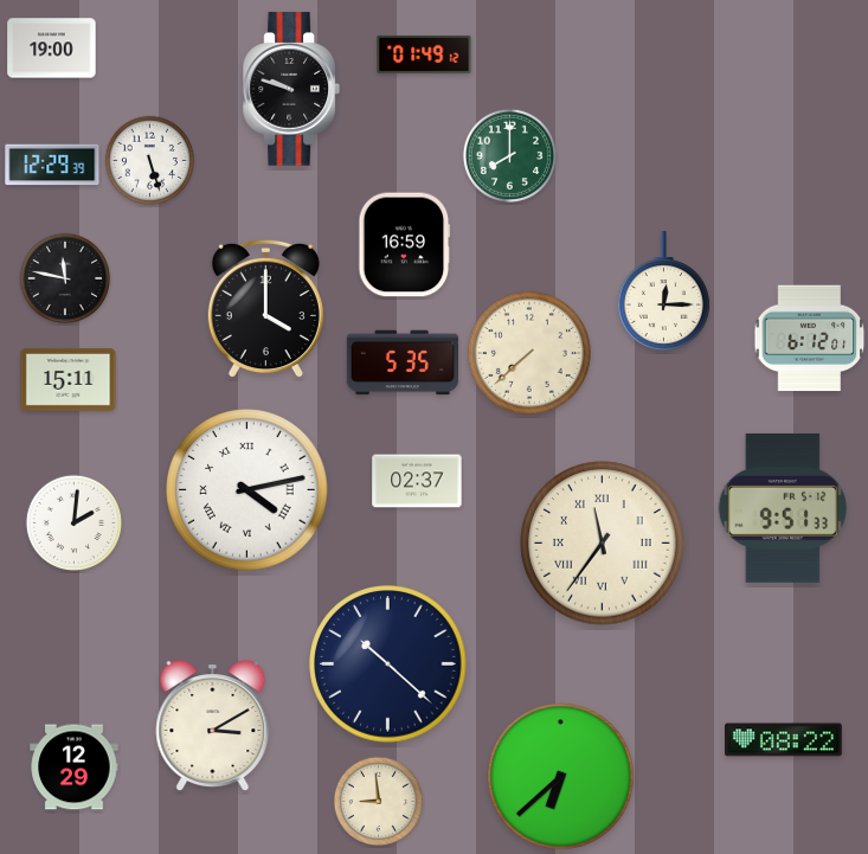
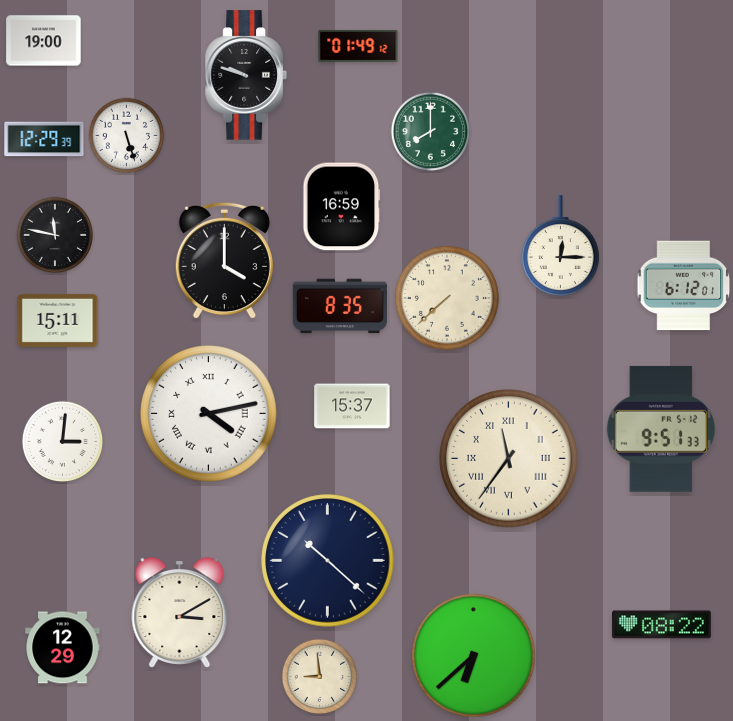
clock at (403, 362): 5:35 -> 8:35
clock at (417, 481): 02:37 -> 15:37
clock at (73, 522): 2:01 -> 3:01
